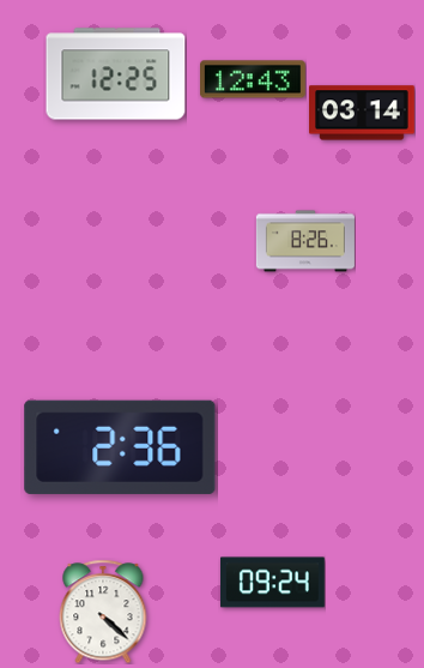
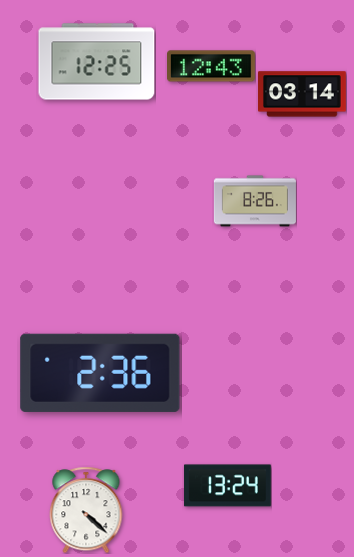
clock at (272, 583): 09:24 -> 13:24
